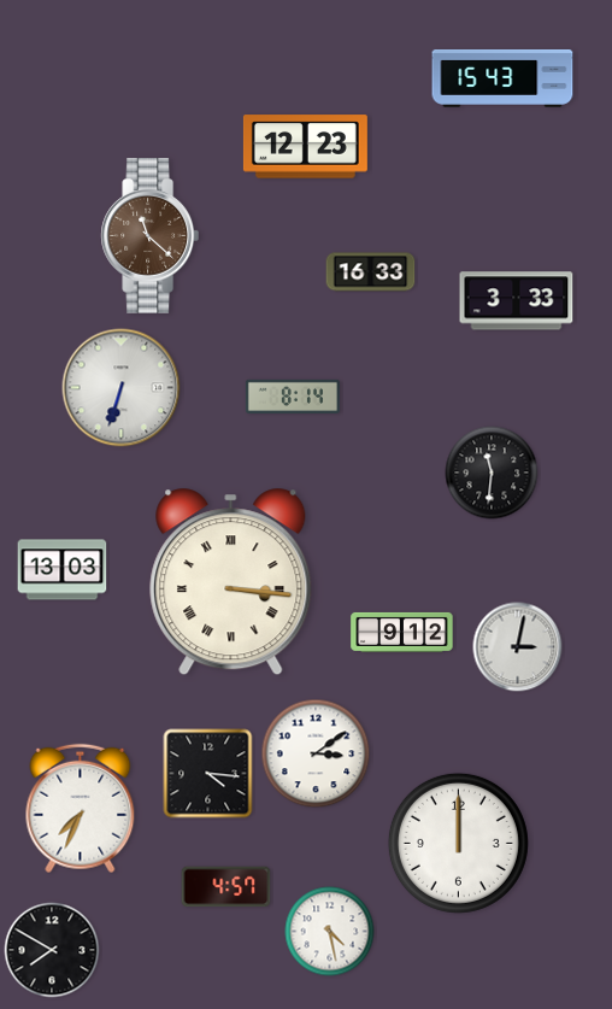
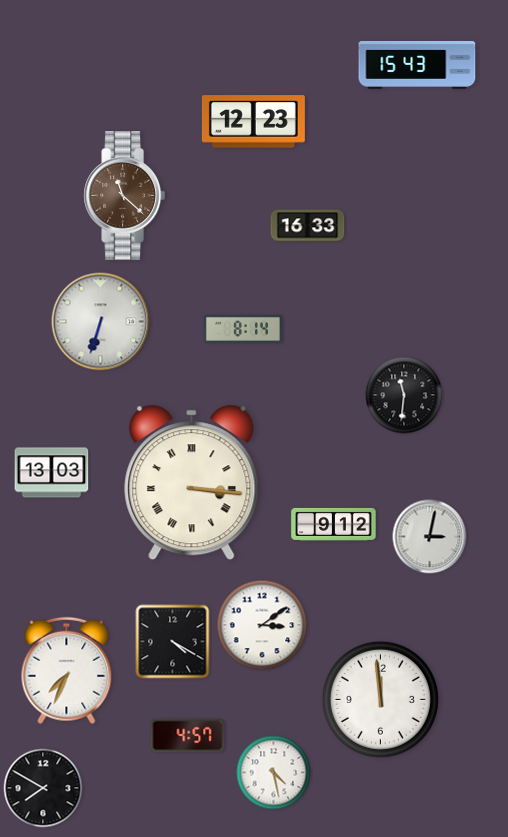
clock at (517, 301): 3:33 -> none
clock at (492, 473) position: (492, 473) -> (404, 395)
clock at (208, 774): 4:16 -> 4:20
clock at (458, 843): 12:00 -> 11:59
